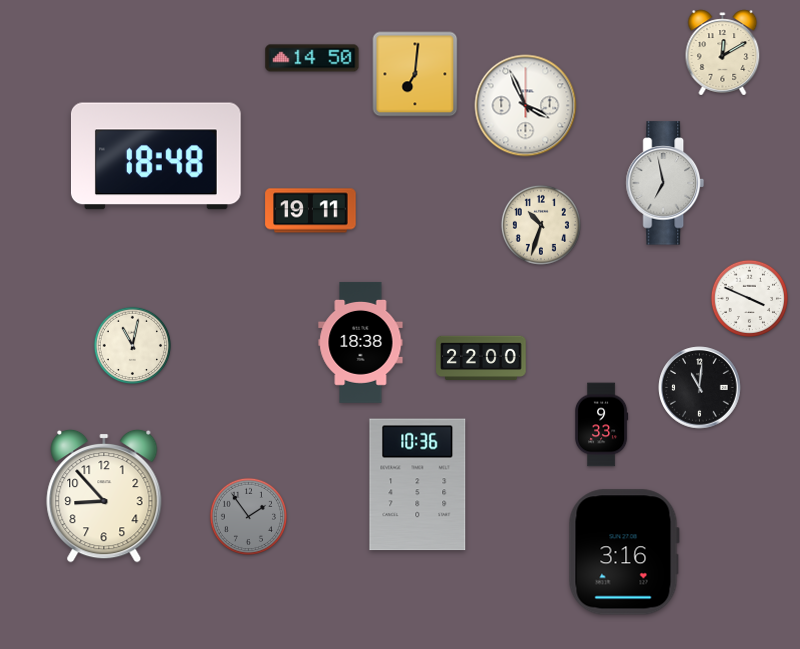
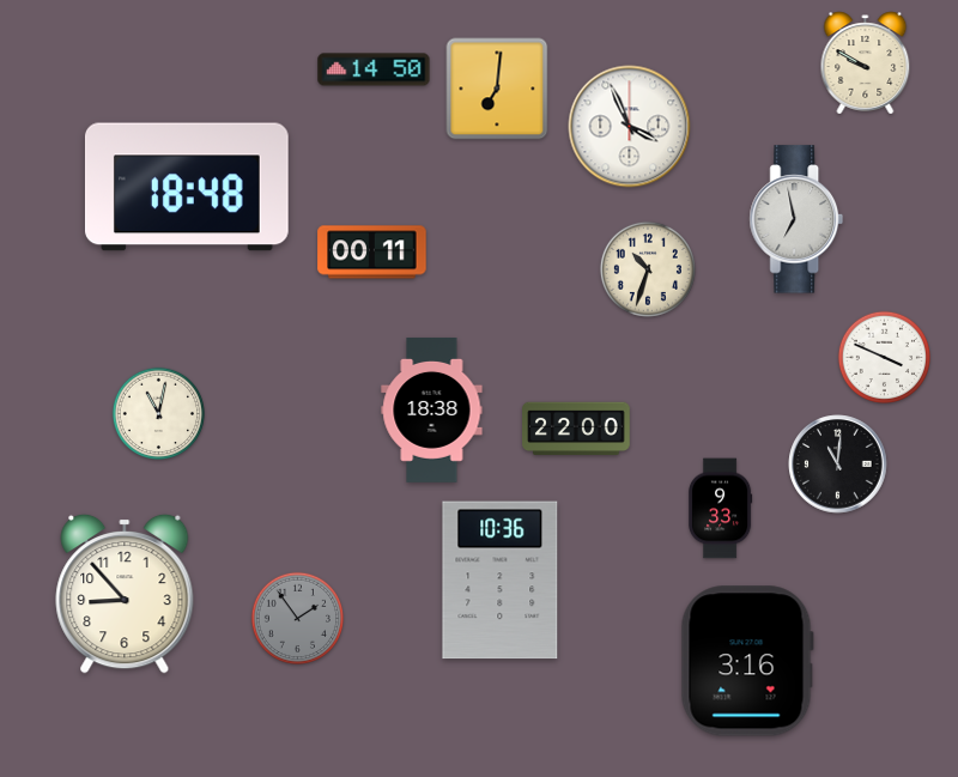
clock at (723, 53): 12:10 -> 9:50
clock at (311, 211): 19:11 -> 00:11
clock at (749, 298) position: (749, 298) -> (884, 357)
